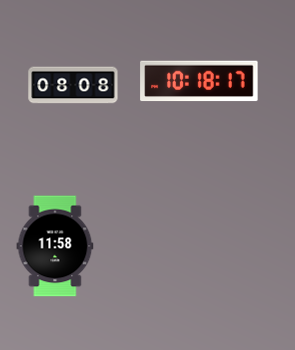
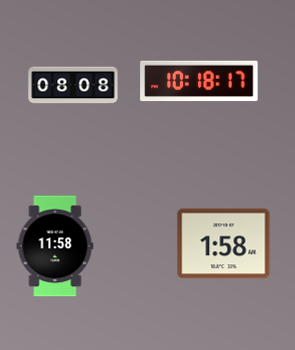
clock at (224, 244): none -> 1:58
